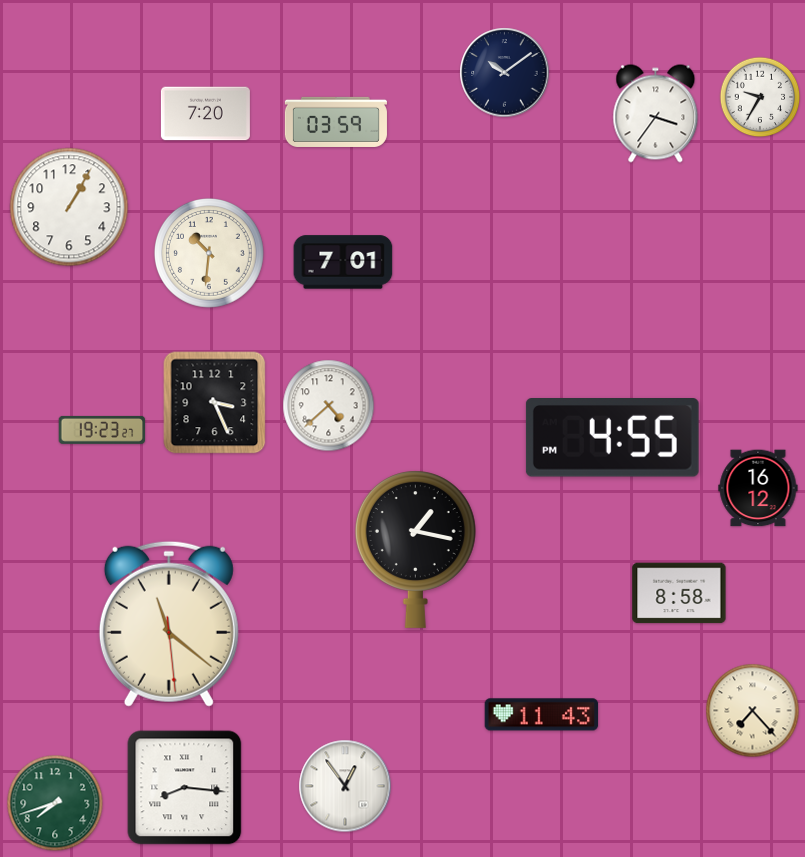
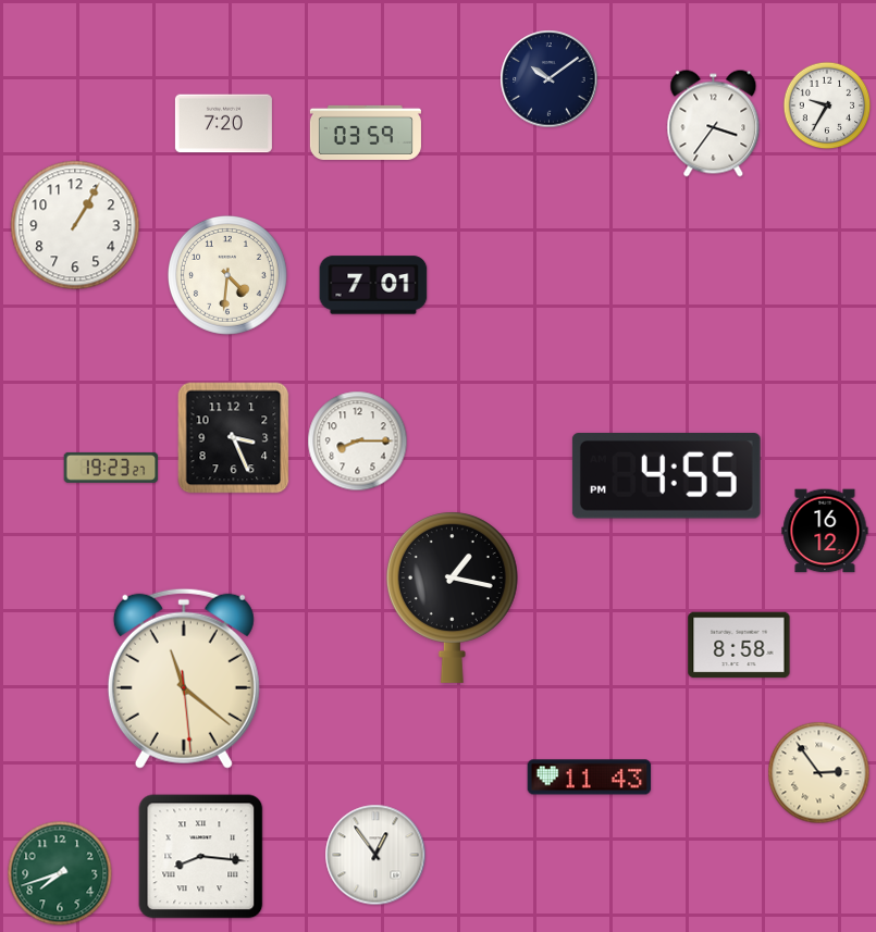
clock at (209, 253): 10:31 -> 4:31
clock at (329, 406): 4:38 -> 8:15
clock at (753, 711): 7:23 -> 2:54
